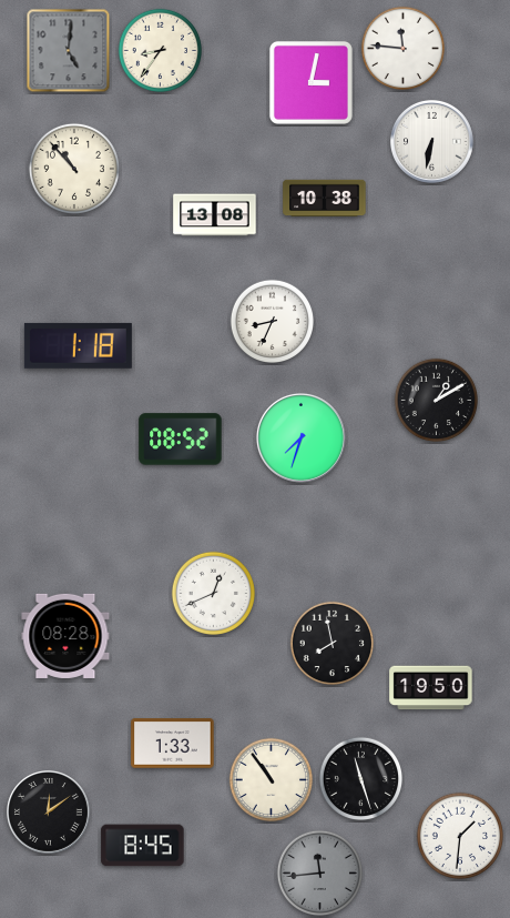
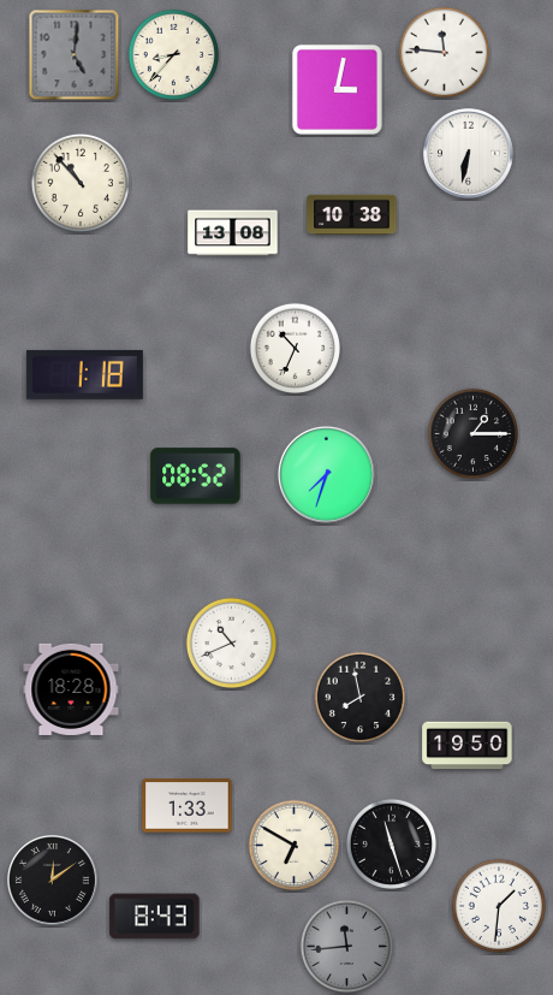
clock at (402, 48) position: (402, 48) -> (444, 52)
clock at (160, 50): 8:36 -> 8:37
clock at (272, 321): 8:34 -> 10:34
clock at (436, 400): 1:10 -> 1:15
clock at (213, 593): 12:41 -> 10:41
clock at (65, 636): 08:28 -> 18:28
clock at (271, 779): 10:54 -> 6:50
clock at (143, 846): 8:45 -> 8:43
